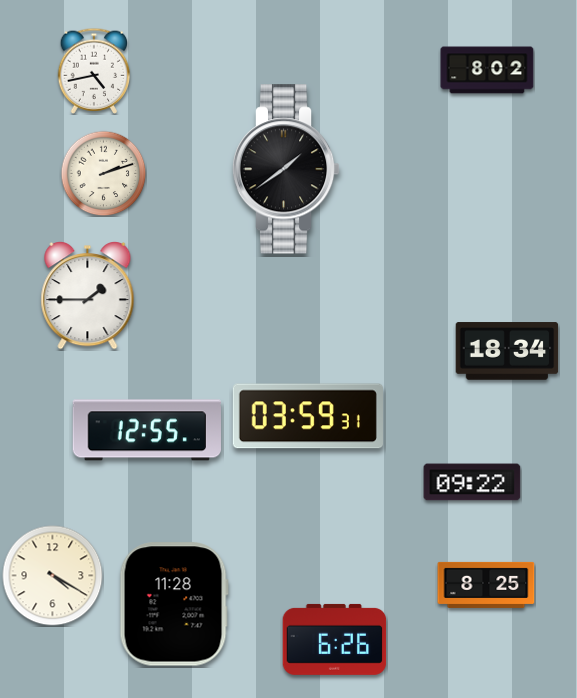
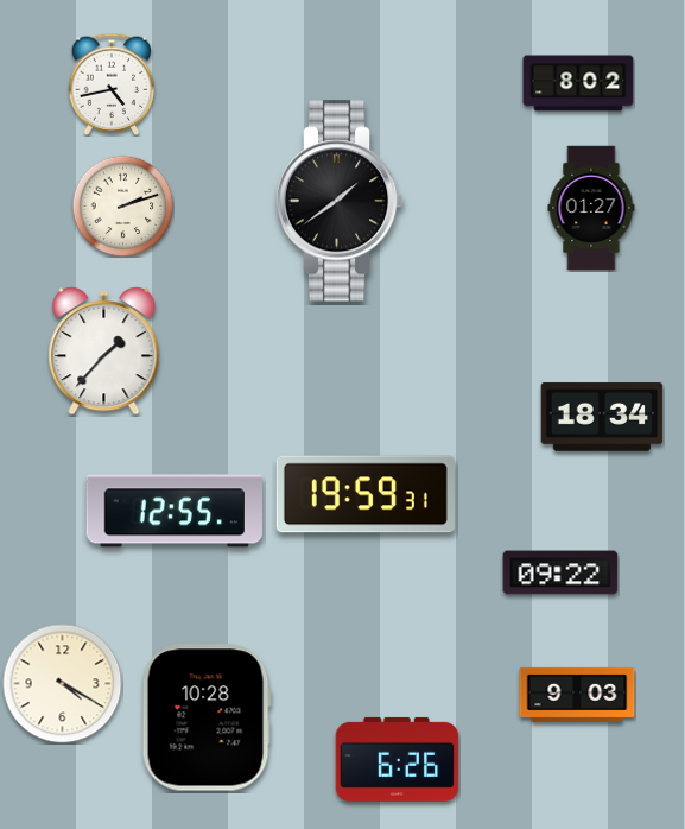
clock at (591, 208): none -> 01:27
clock at (88, 296): 1:45 -> 1:37
clock at (308, 416): 03:59 -> 19:59
clock at (486, 585): 8:25 -> 9:03
clock at (174, 604): 11:28 -> 10:28
